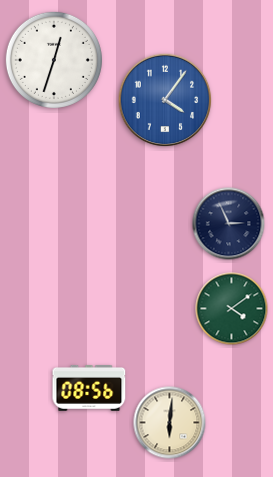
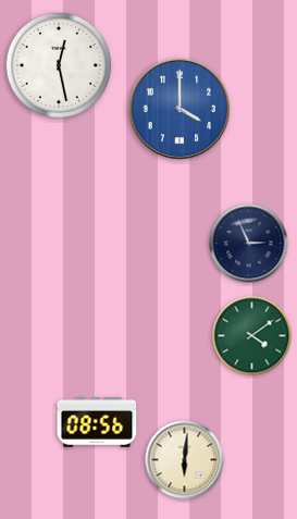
clock at (54, 60): 12:33 -> 12:28
clock at (165, 100): 4:06 -> 4:00
